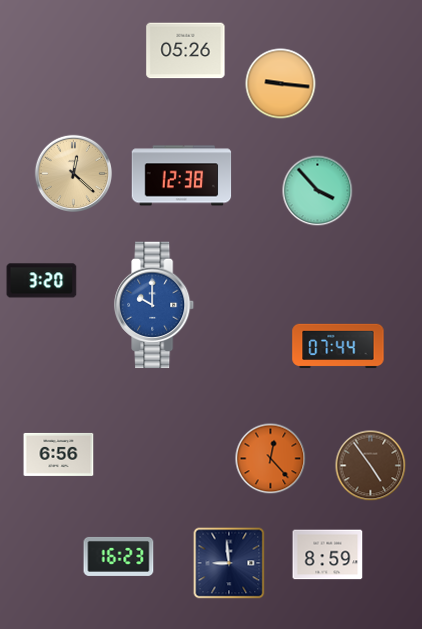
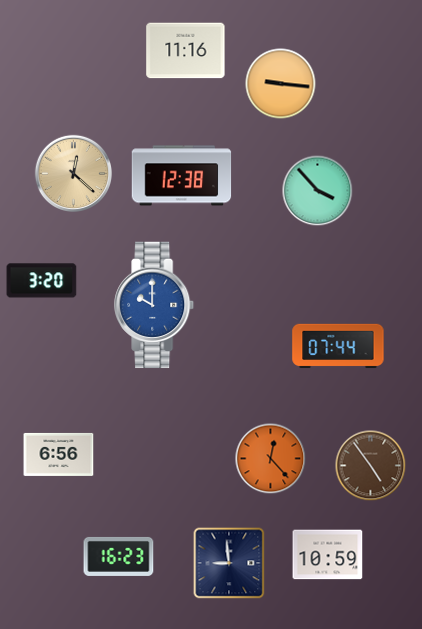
clock at (186, 51): 05:26 -> 11:16
clock at (328, 555): 8:59 -> 10:59
